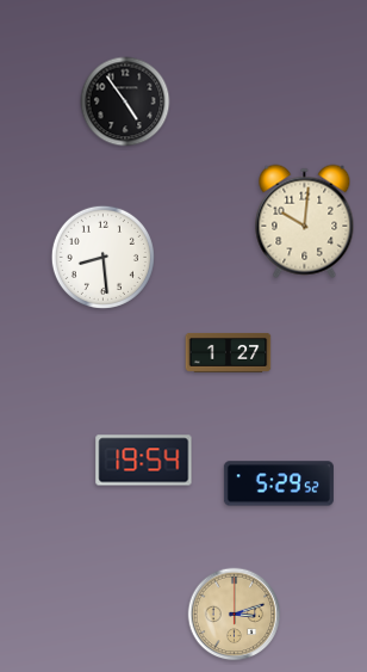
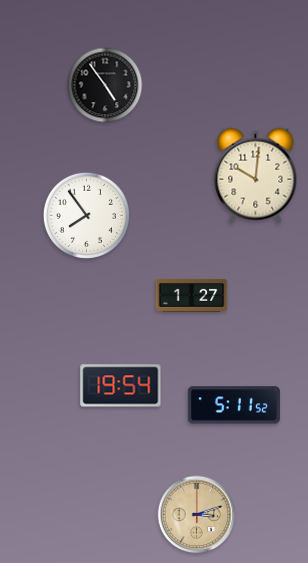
clock at (305, 222) position: (305, 222) -> (256, 176)
clock at (102, 257): 8:29 -> 7:54
clock at (279, 483): 5:29 -> 5:11
